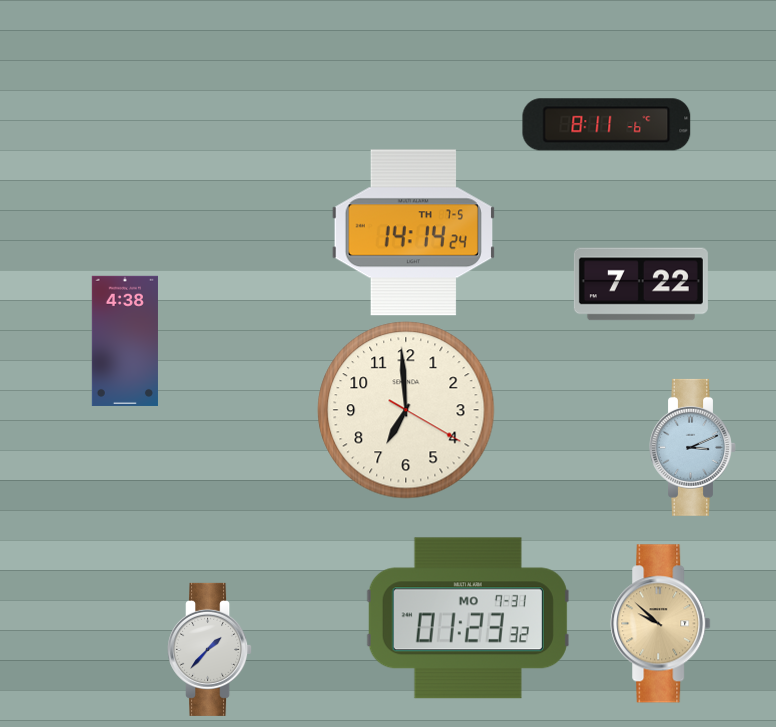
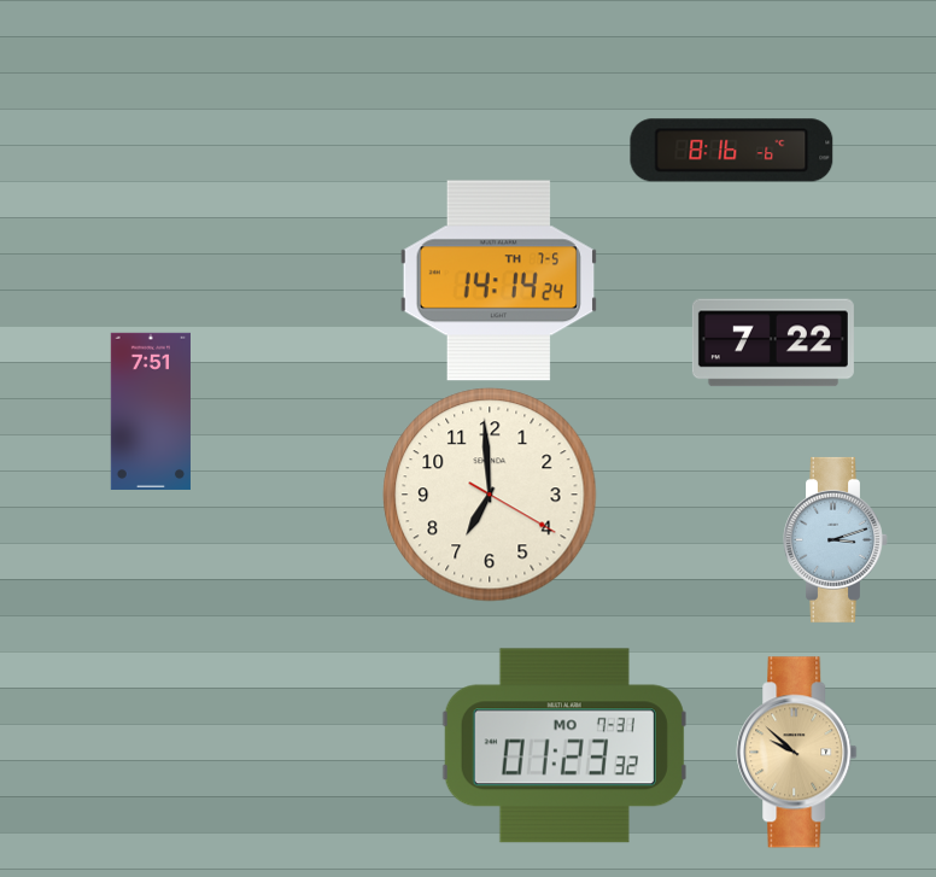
clock at (607, 125): 8:11 -> 8:16
clock at (125, 341): 4:38 -> 7:51
clock at (693, 447): 3:11 -> 3:12
clock at (210, 649): 1:37 -> none
